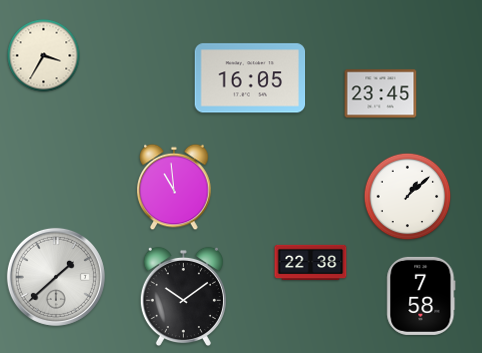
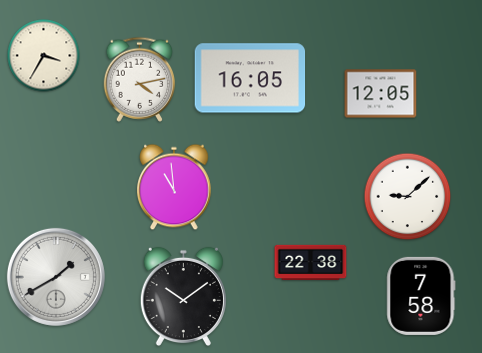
clock at (140, 79): none -> 4:13
clock at (381, 94): 23:45 -> 12:05
clock at (408, 197): 1:08 -> 9:08
clock at (56, 277): 1:38 -> 1:40
